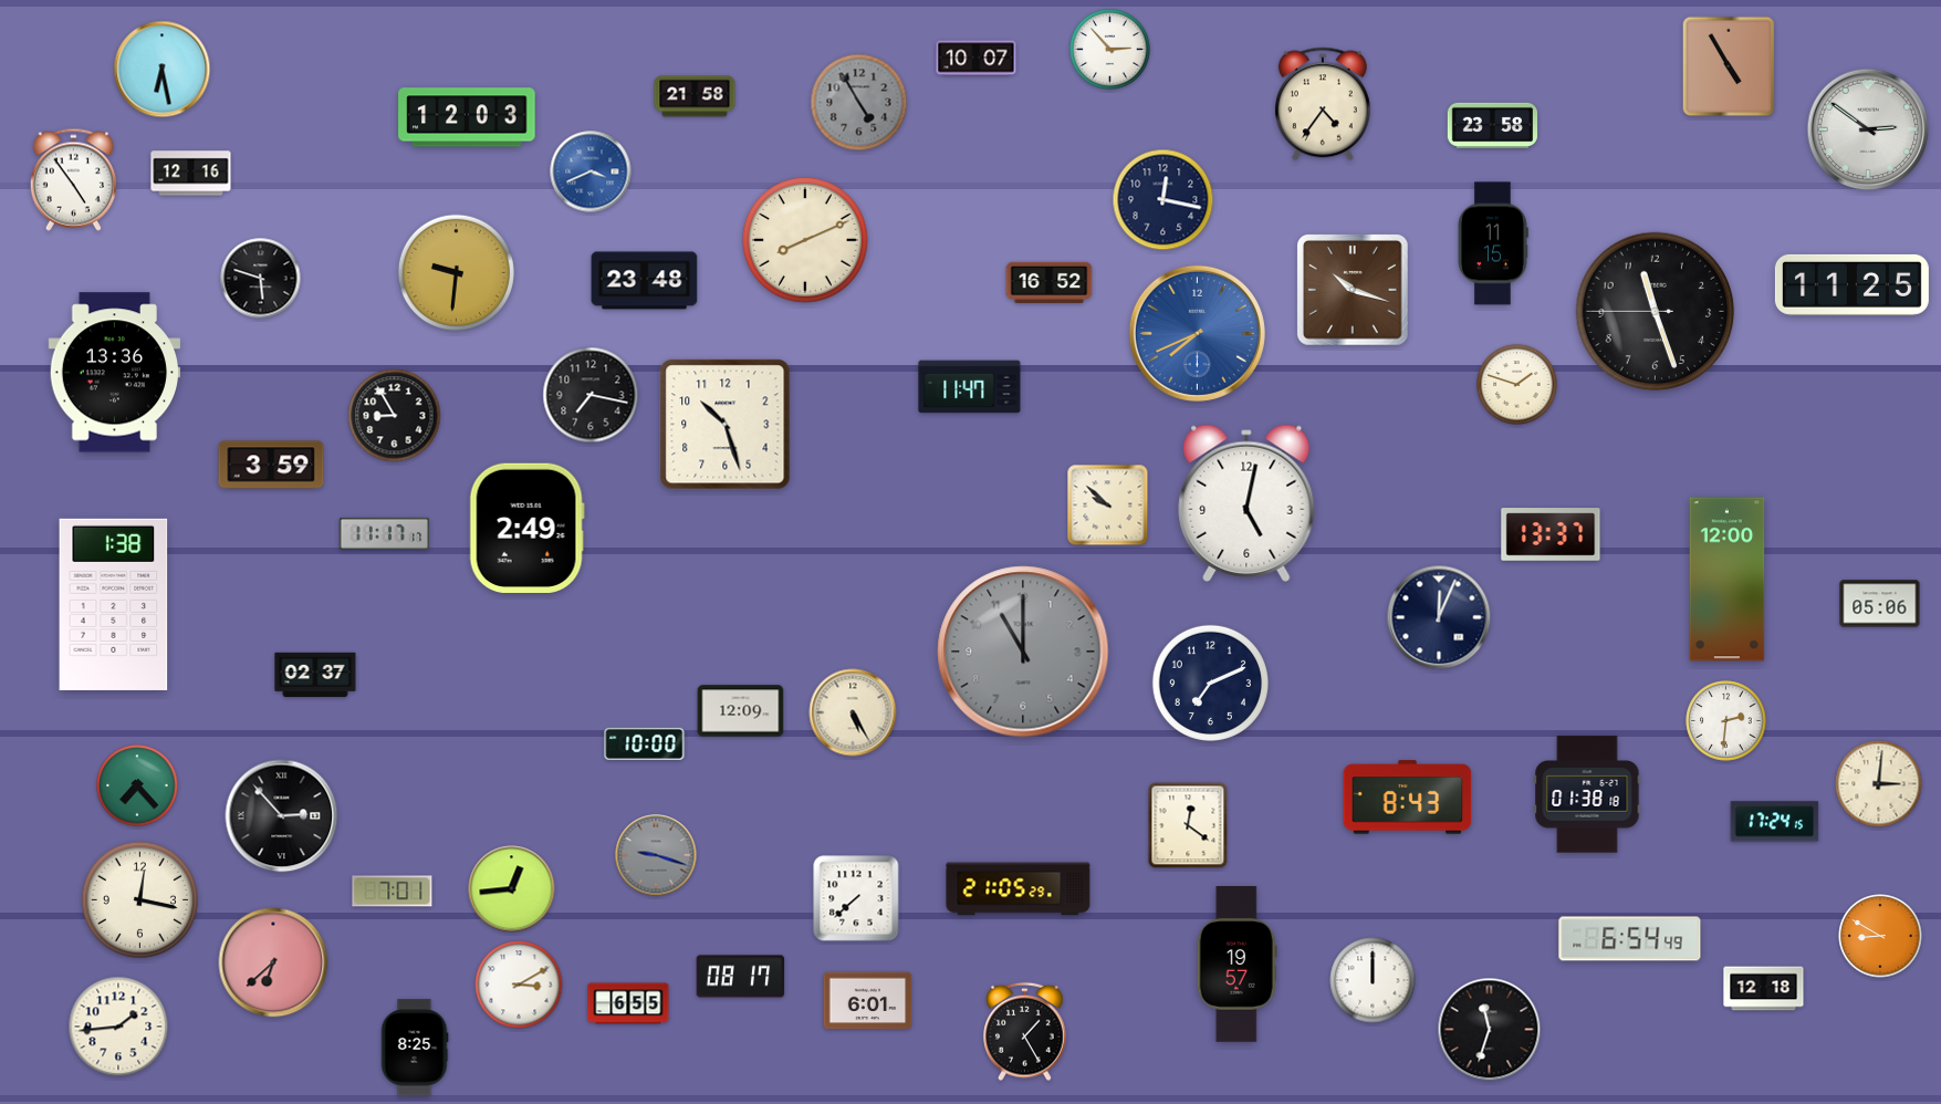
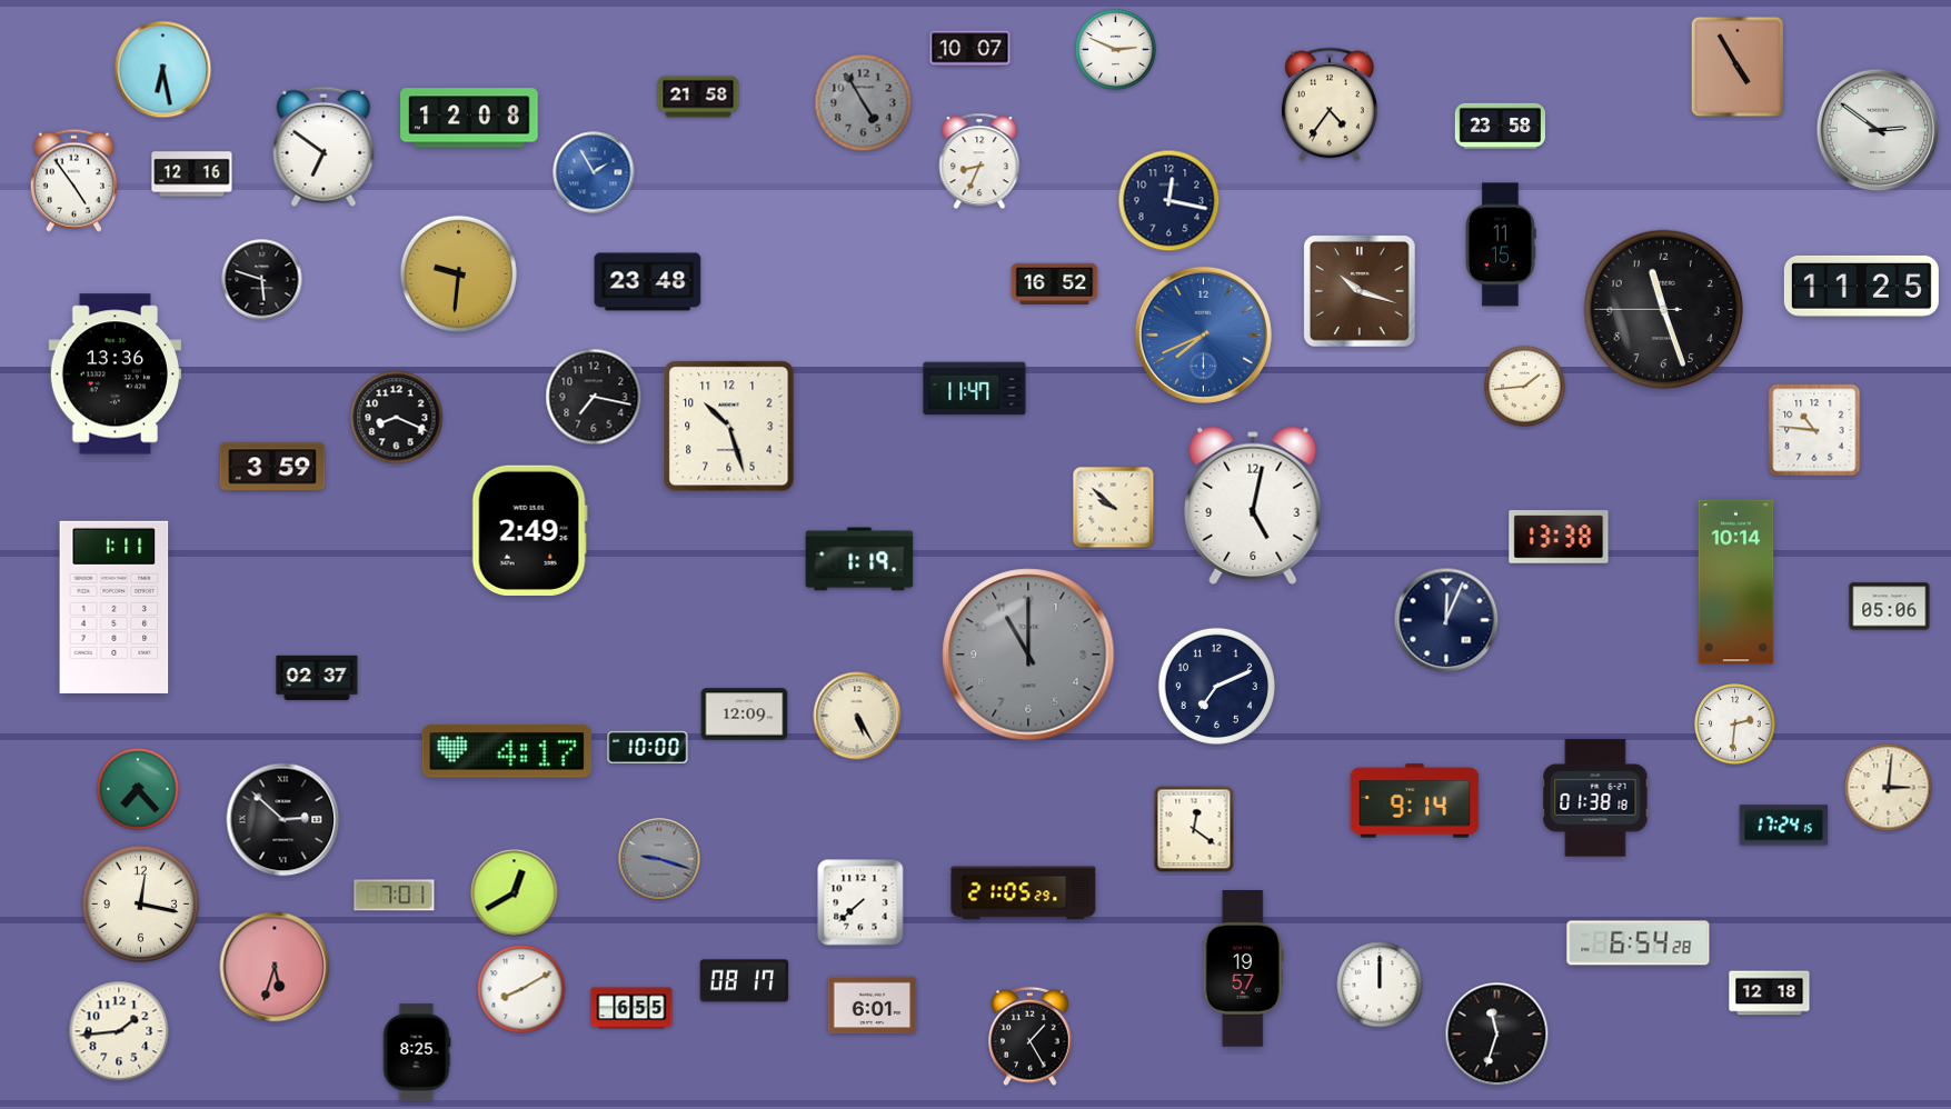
clock at (1110, 50): 2:53 -> 2:49
clock at (977, 59) position: (977, 59) -> (970, 49)
clock at (467, 117): 12:03 -> 12:08
clock at (323, 147): none -> 6:51
clock at (979, 161): none -> 8:34
clock at (591, 171): 3:41 -> 1:55
clock at (805, 240): 8:11 -> none
clock at (1656, 312) position: (1656, 312) -> (1664, 310)
clock at (1517, 385): 1:48 -> 1:44
clock at (395, 416): 8:55 -> 8:19
clock at (1814, 430): none -> 10:46
clock at (384, 533): 11:17 -> none
clock at (1551, 534): 13:37 -> 13:38
clock at (859, 559): none -> 1:19
clock at (1728, 580): 12:00 -> 10:14
clock at (114, 604): 1:38 -> 1:11
clock at (507, 751): none -> 4:17
clock at (1408, 798): 8:43 -> 9:14
clock at (282, 816): 2:53 -> 2:52
clock at (512, 889): 12:44 -> 12:40
clock at (1880, 936): 8:50 -> none
clock at (1630, 939): 6:54:49 -> 6:54:28
clock at (273, 962): 6:38 -> 5:33
clock at (519, 985): 3:10 -> 8:10
clock at (1764, 989) position: (1764, 989) -> (1770, 993)
